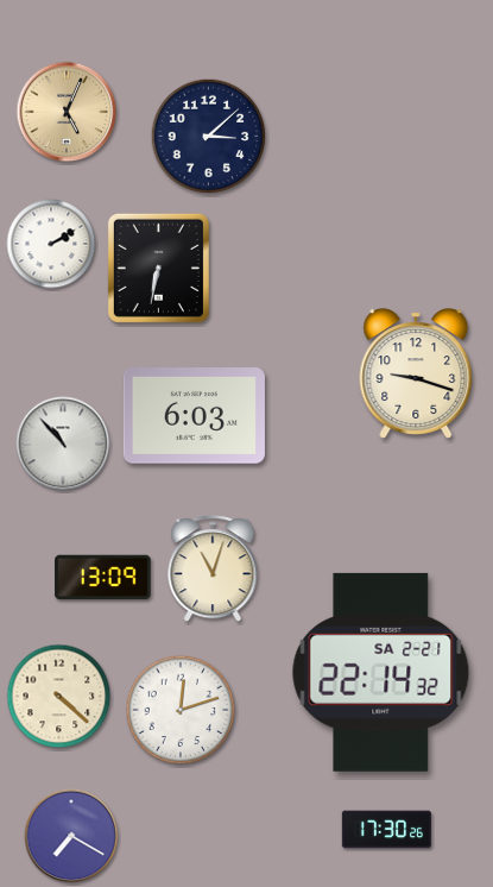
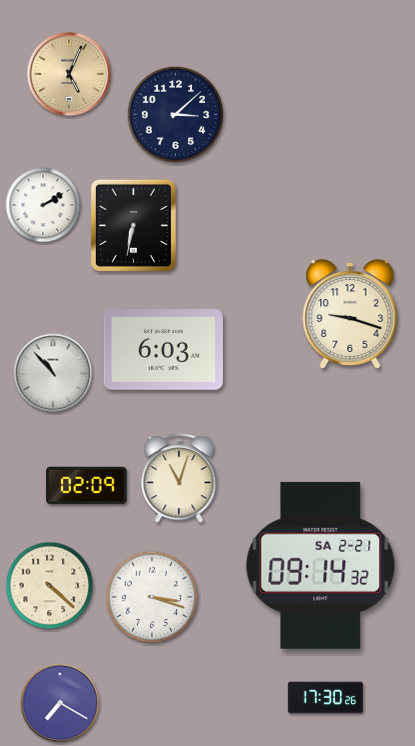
clock at (67, 112) position: (67, 112) -> (69, 74)
clock at (103, 578): 13:09 -> 02:09
clock at (381, 672): 22:14 -> 09:14
clock at (181, 710): 12:12 -> 3:18
